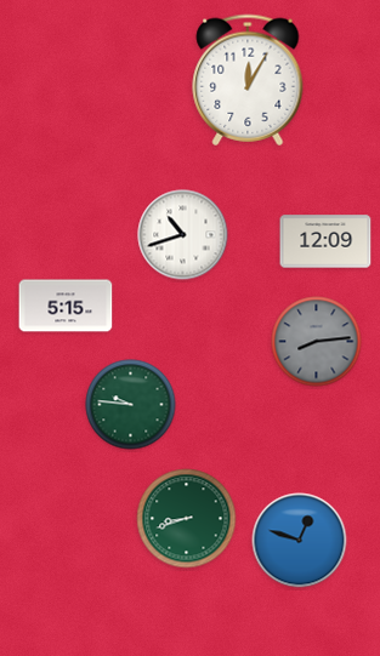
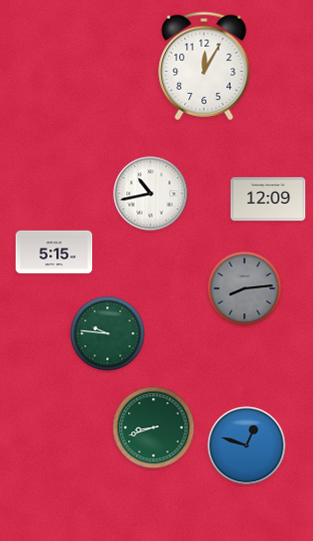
clock at (183, 235): 10:42 -> 10:43
clock at (317, 342) position: (317, 342) -> (245, 289)
